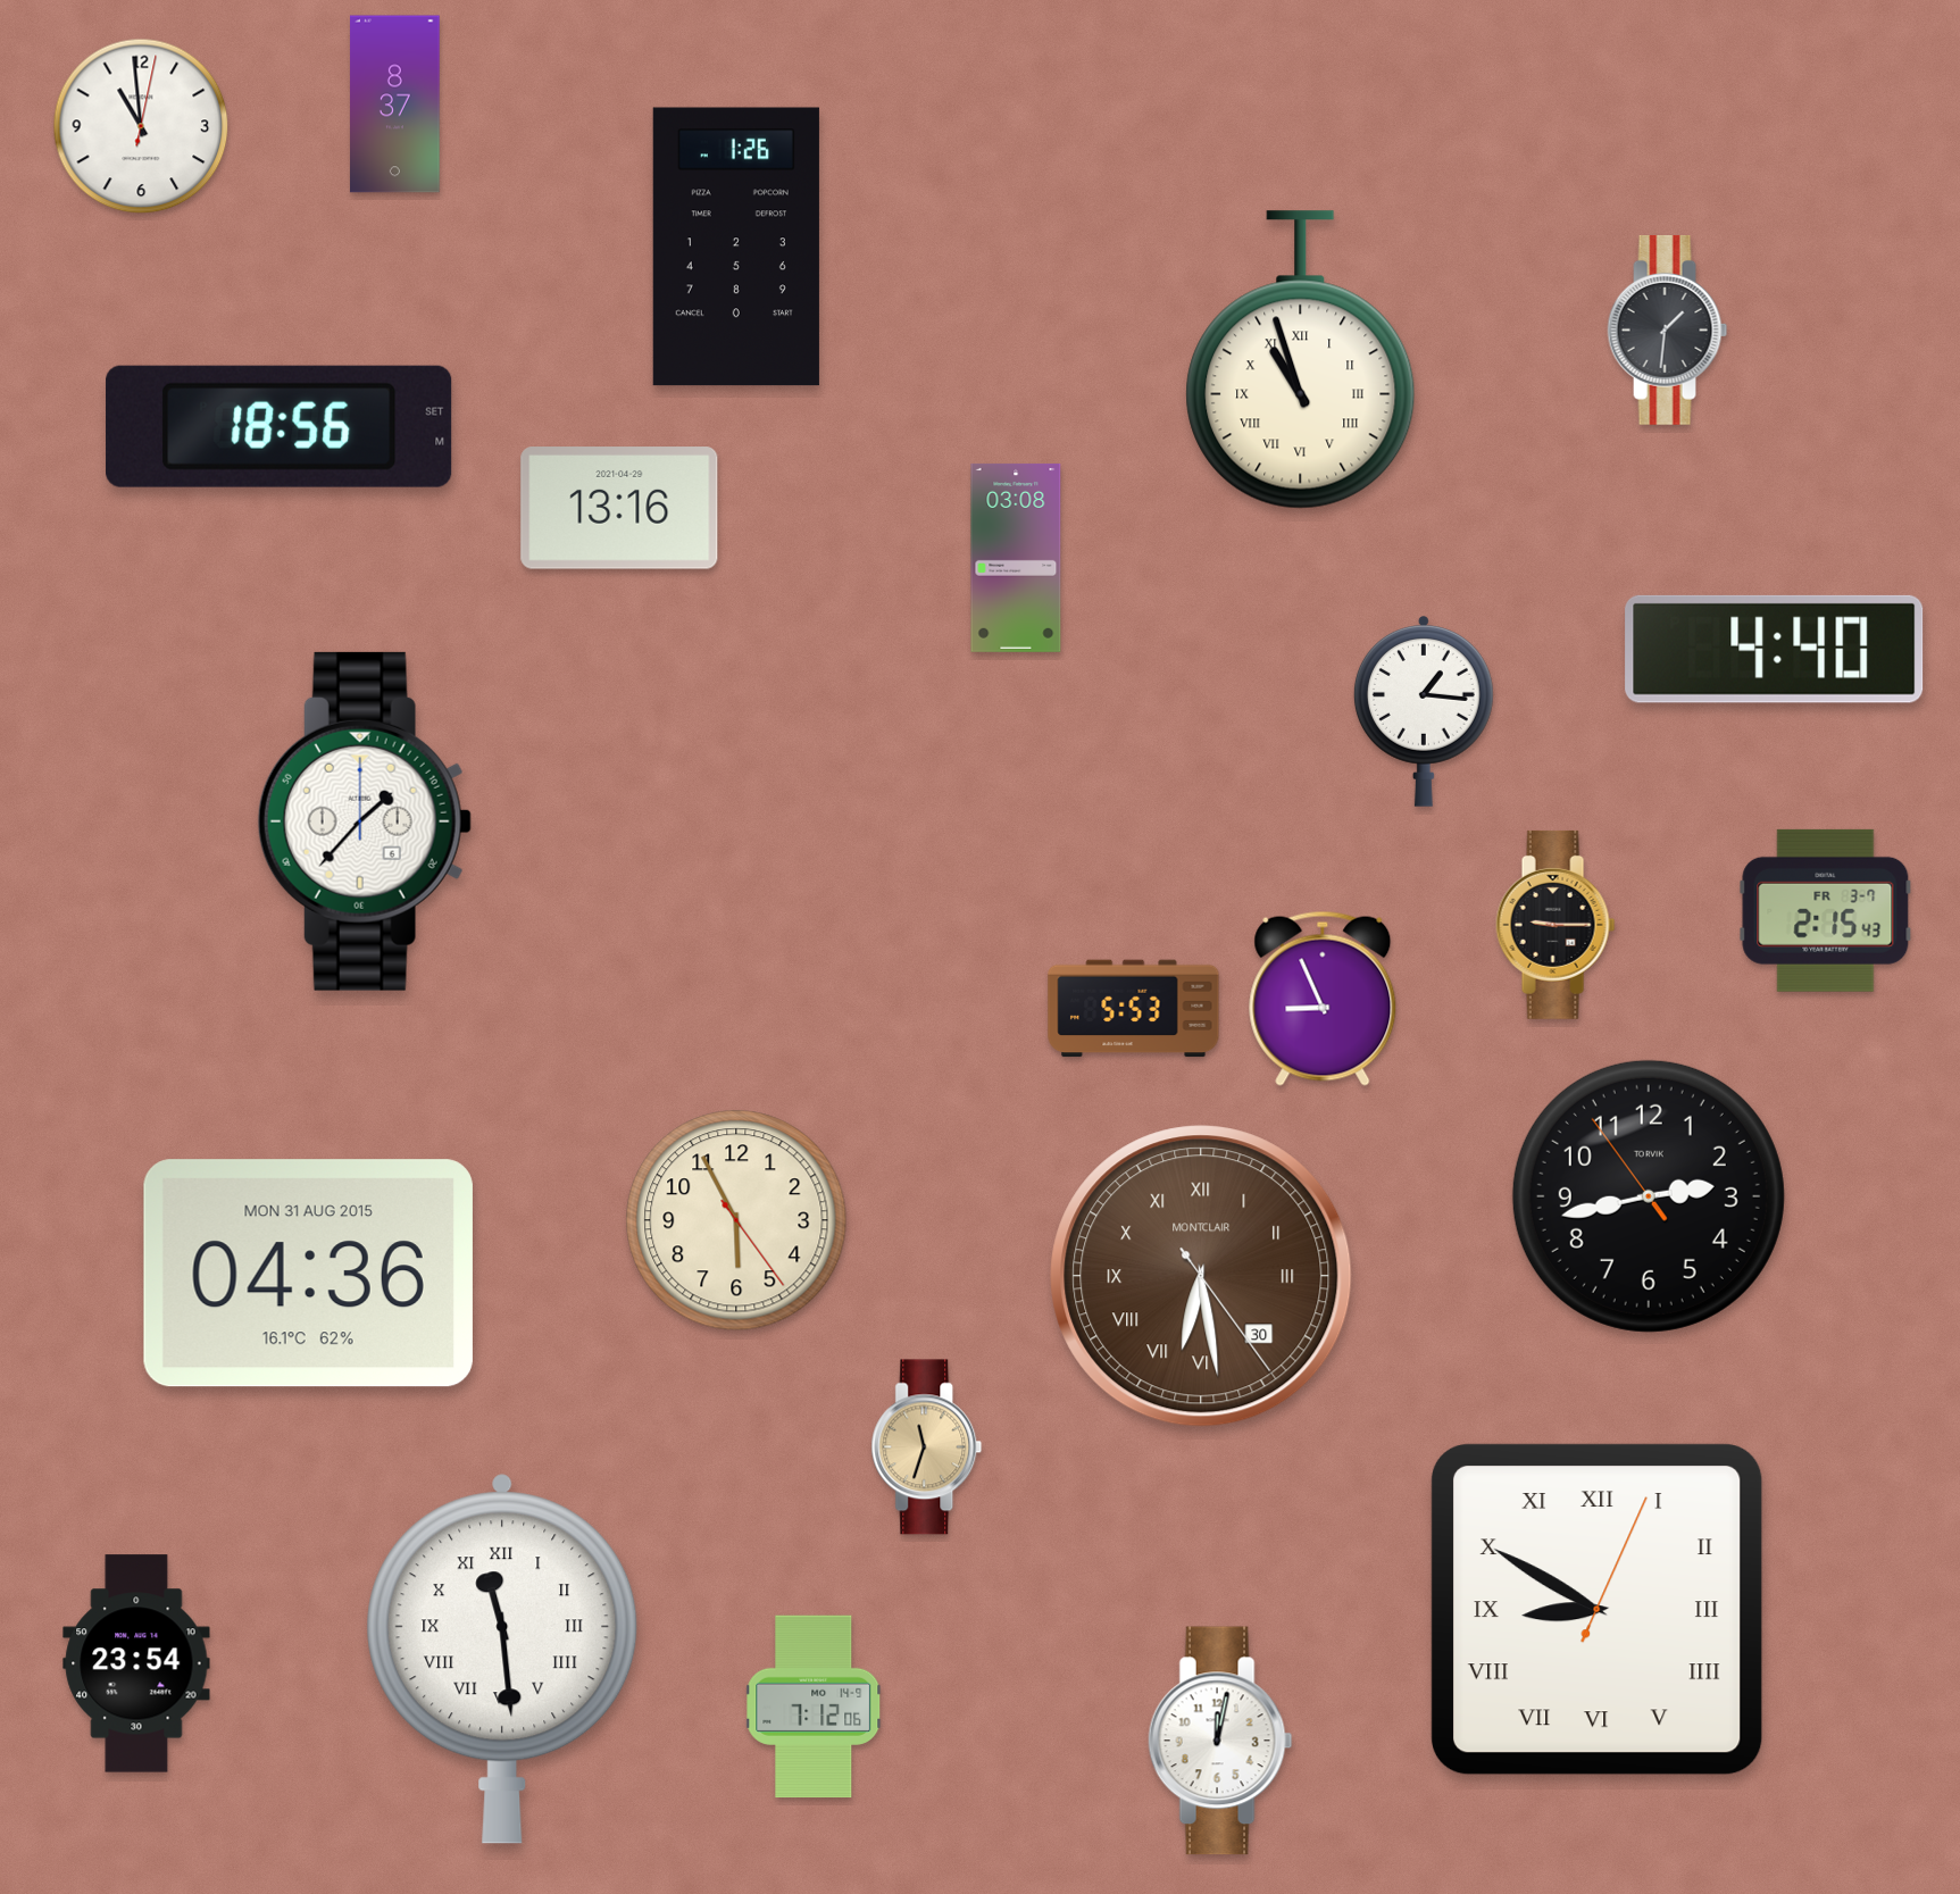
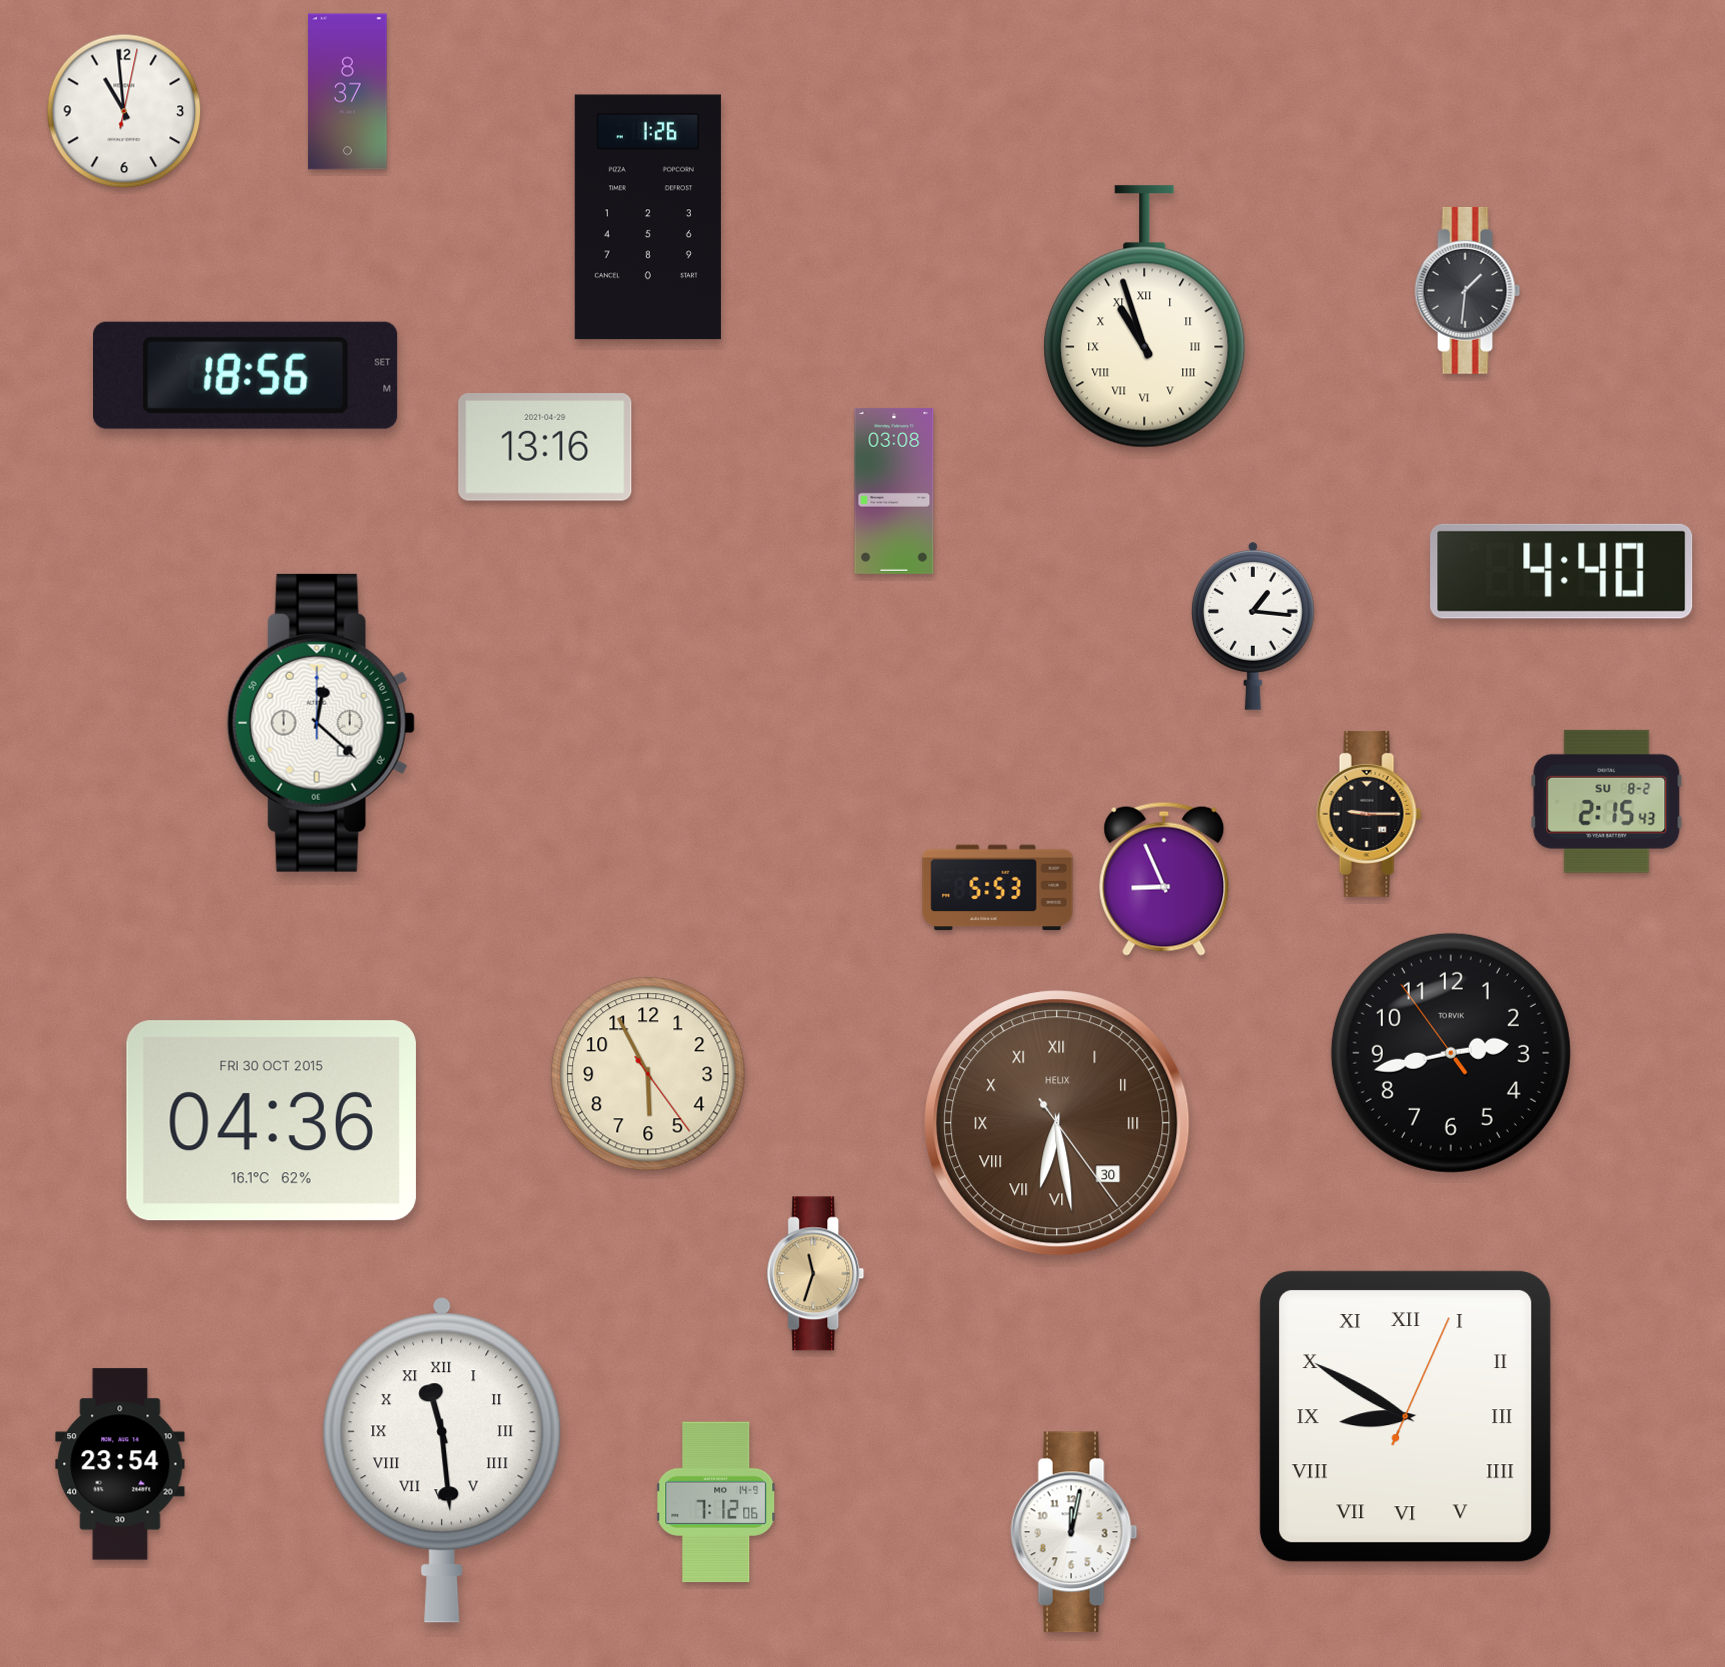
clock at (365, 821): 1:37 -> 12:22
clock at (1826, 910) date: FR 3-7 -> SU 8-2
clock at (308, 1274) date: MON 31 AUG 2015 -> FRI 30 OCT 2015
clock at (1201, 1276) brand: MONTCLAIR -> HELIX
